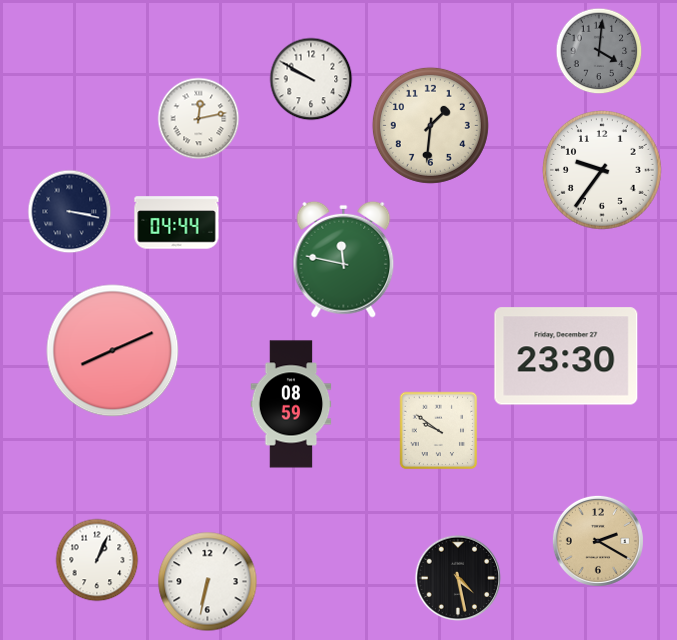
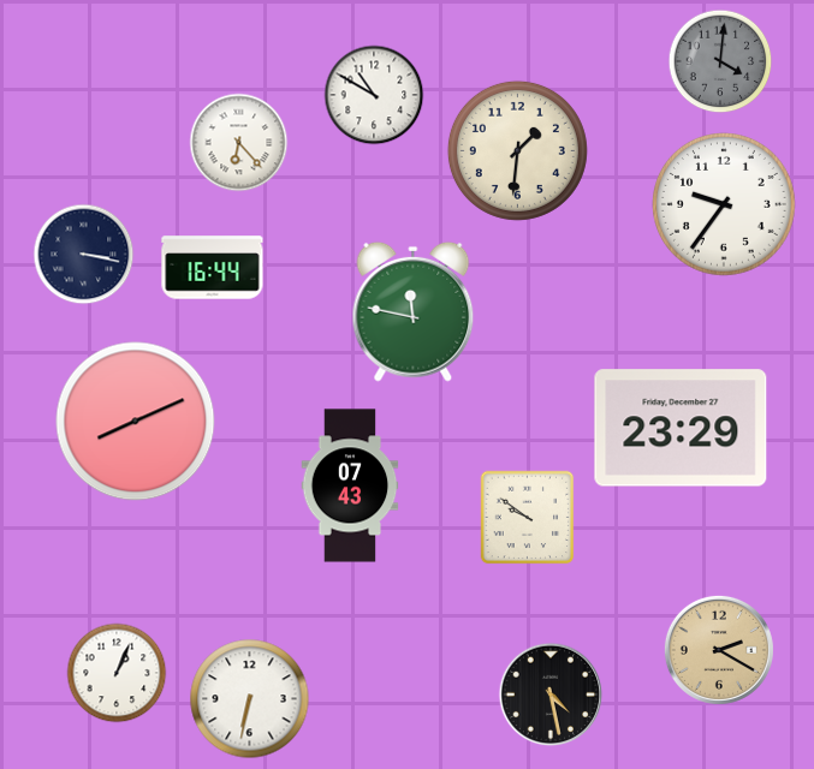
clock at (311, 79): 9:50 -> 10:50
clock at (199, 119): 12:13 -> 6:23
clock at (177, 223): 04:44 -> 16:44
clock at (566, 356): 23:30 -> 23:29
clock at (291, 404): 08:59 -> 07:43
